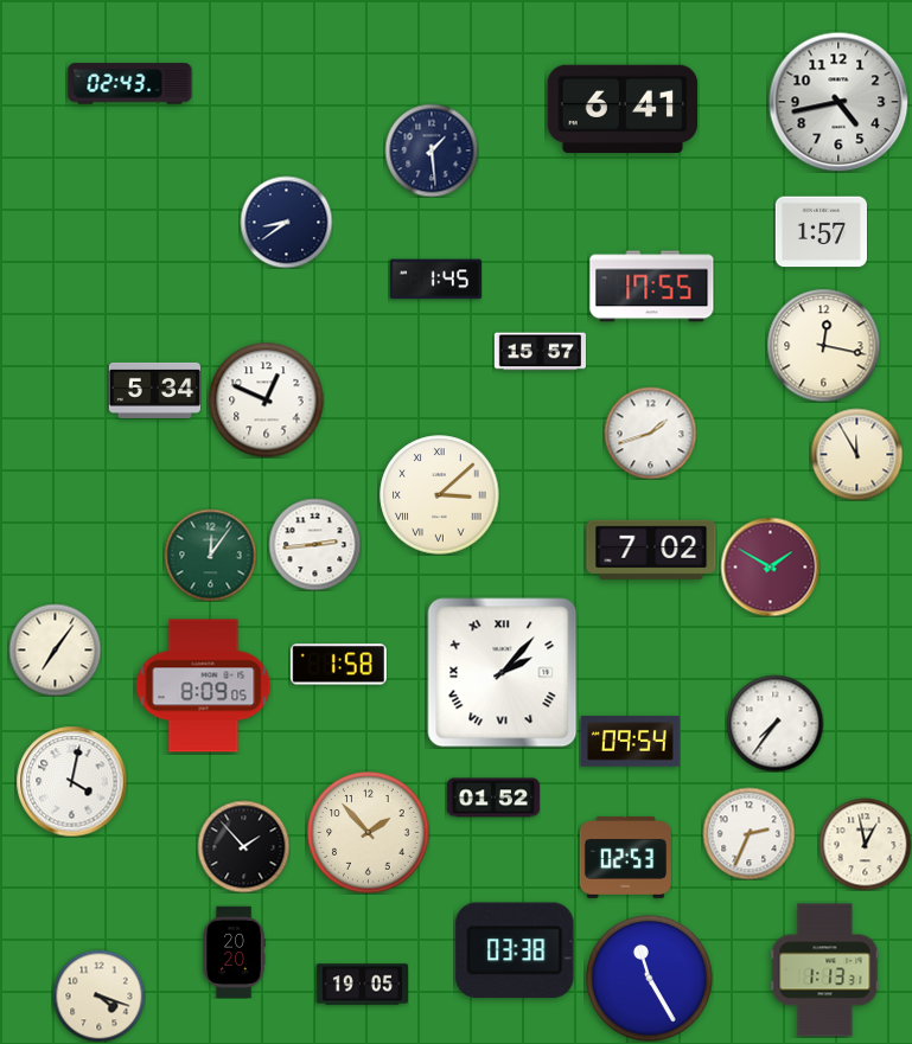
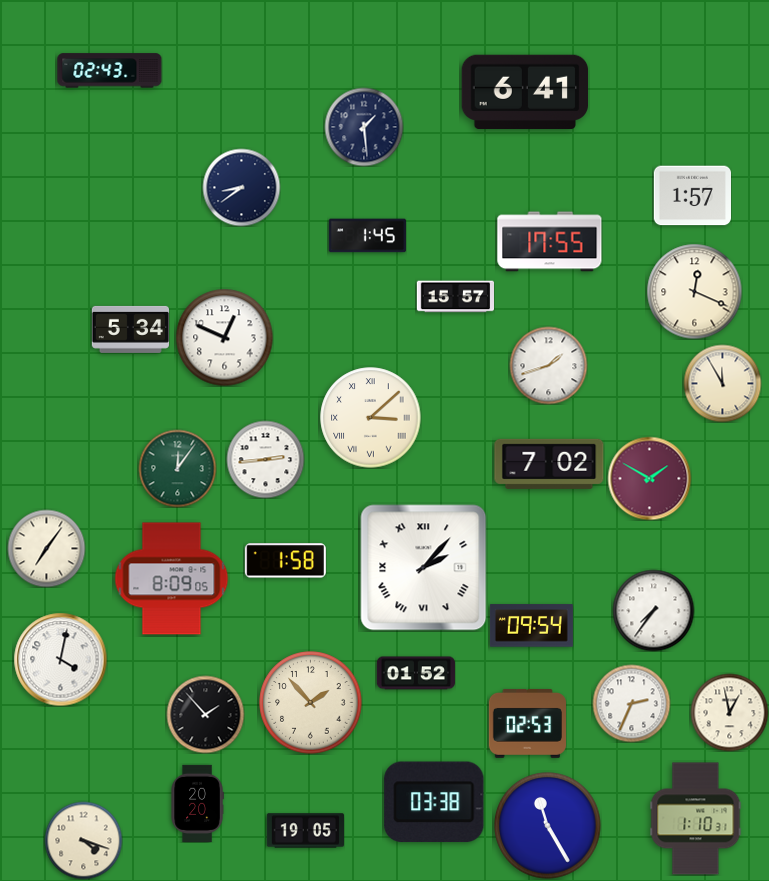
clock at (838, 102): 4:43 -> none
clock at (823, 345): 12:17 -> 12:19
clock at (825, 971): 1:13 -> 1:10
